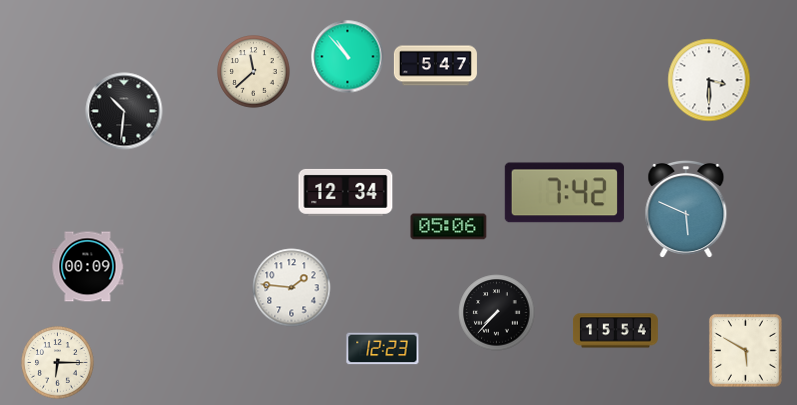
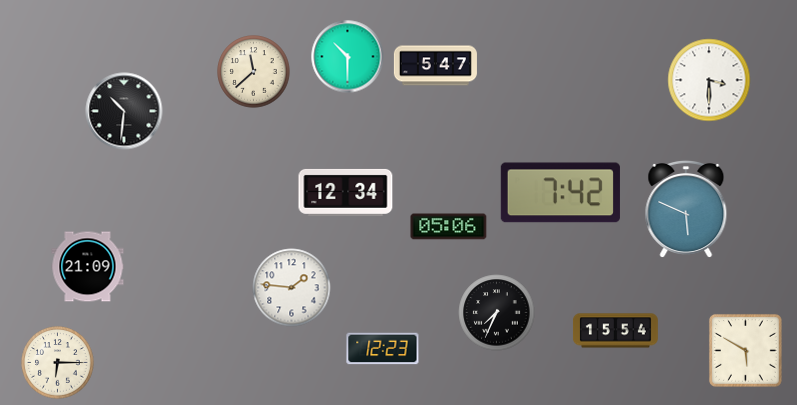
clock at (348, 57): 10:53 -> 10:30
clock at (564, 193) position: (564, 193) -> (560, 193)
clock at (88, 267): 00:09 -> 21:09
clock at (497, 313): 7:37 -> 7:34
